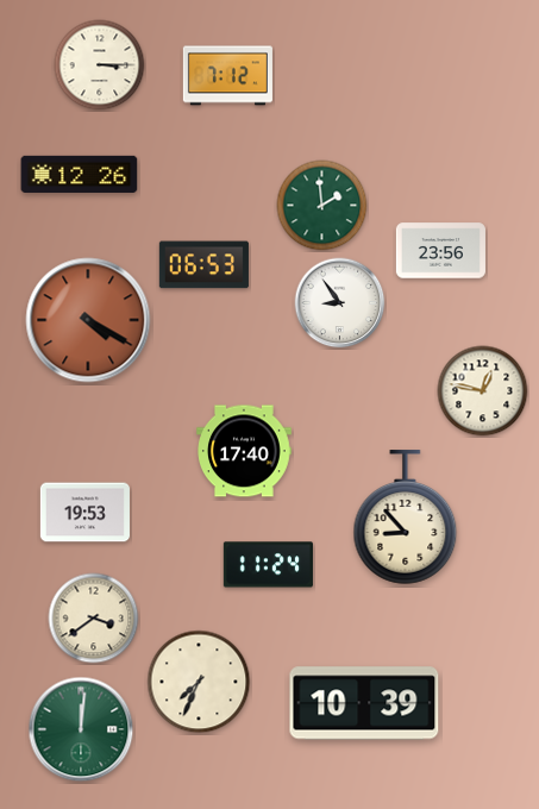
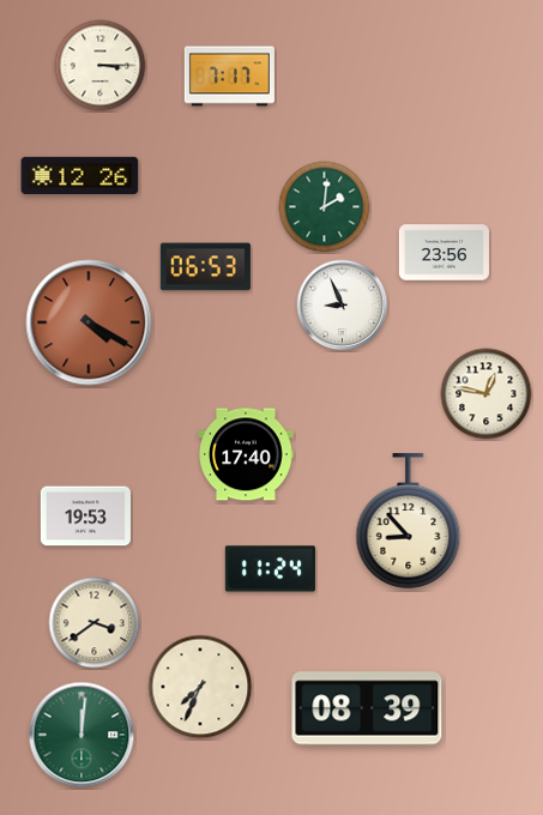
clock at (227, 76): 7:12 -> 7:17
clock at (322, 206): 1:59 -> 2:01
clock at (340, 303): 8:54 -> 8:56
clock at (364, 703): 10:39 -> 08:39
